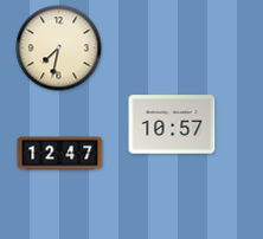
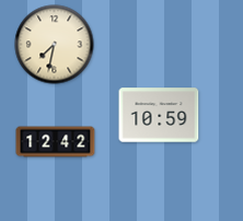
clock at (172, 124): 10:57 -> 10:59
clock at (60, 154): 12:47 -> 12:42
